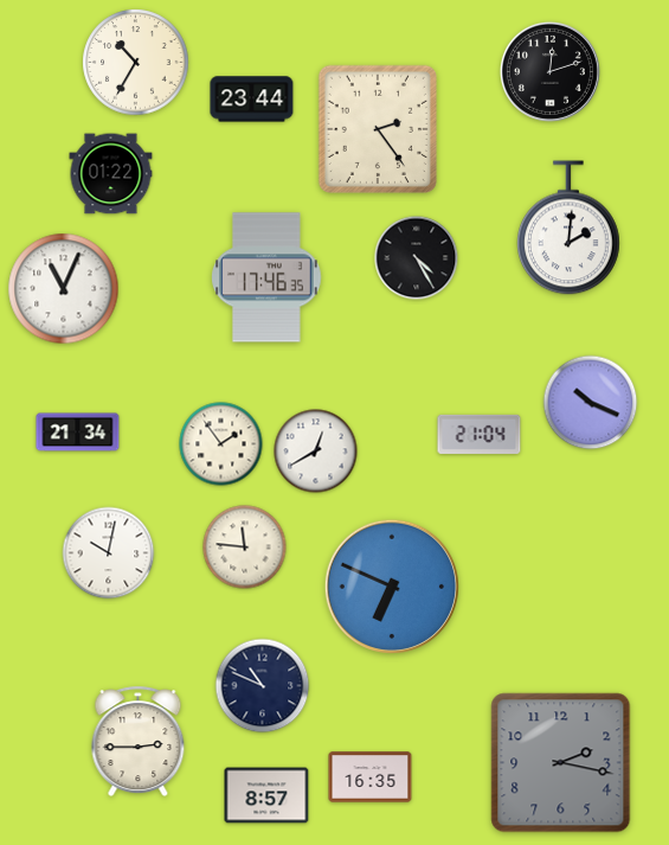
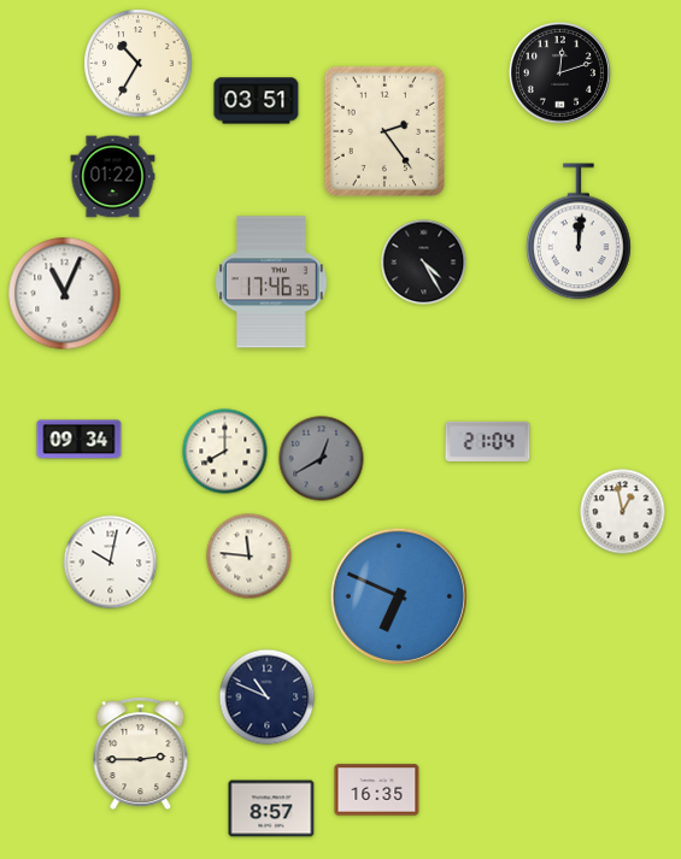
clock at (252, 100): 23:44 -> 03:51
clock at (570, 228): 2:01 -> 12:01
clock at (591, 403): 10:19 -> none
clock at (78, 433): 21:34 -> 09:34
clock at (221, 444): 1:54 -> 8:00
clock at (316, 452) dial: white -> grey
clock at (623, 512): none -> 12:58
clock at (561, 763): 2:17 -> none
